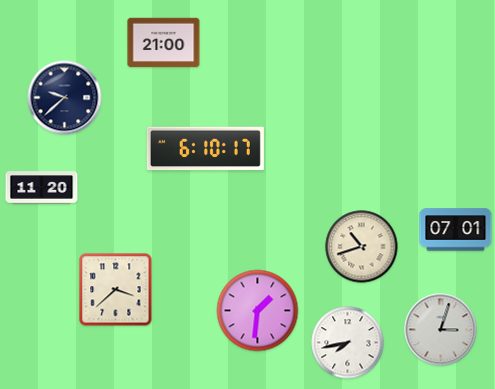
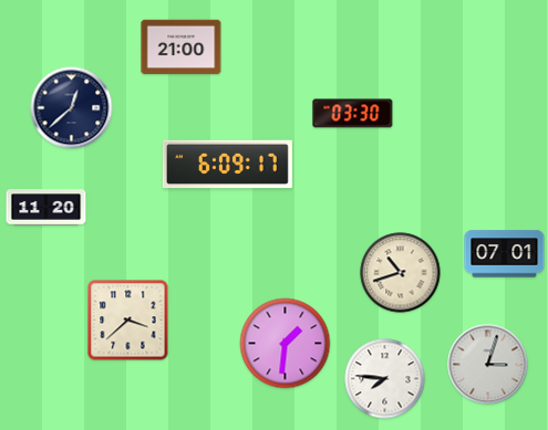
clock at (65, 98): 9:38 -> 12:38
clock at (353, 114): none -> 03:30
clock at (205, 149): 6:10 -> 6:09
clock at (348, 343): 7:43 -> 7:46
